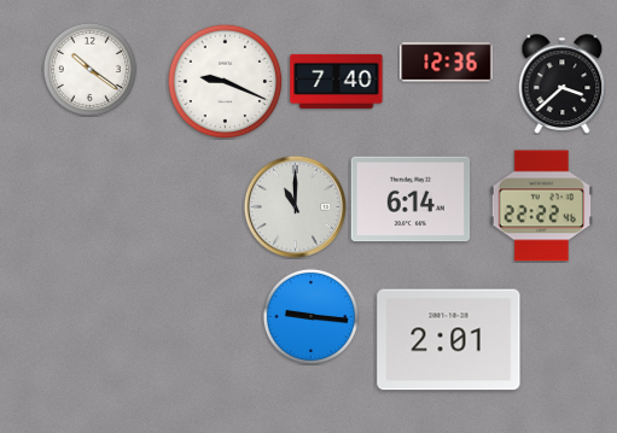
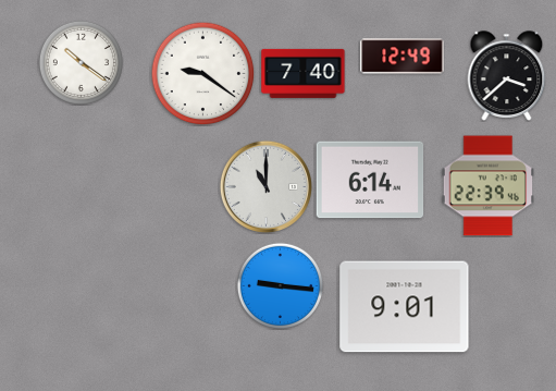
clock at (447, 63): 12:36 -> 12:49
clock at (225, 81): 9:19 -> 9:21
clock at (542, 206): 22:22 -> 22:39
clock at (449, 340): 2:01 -> 9:01
